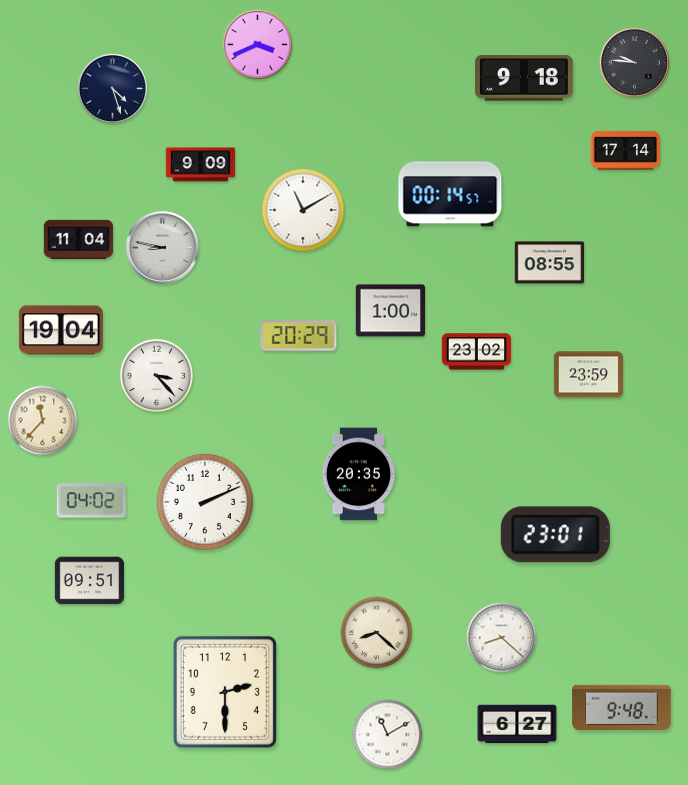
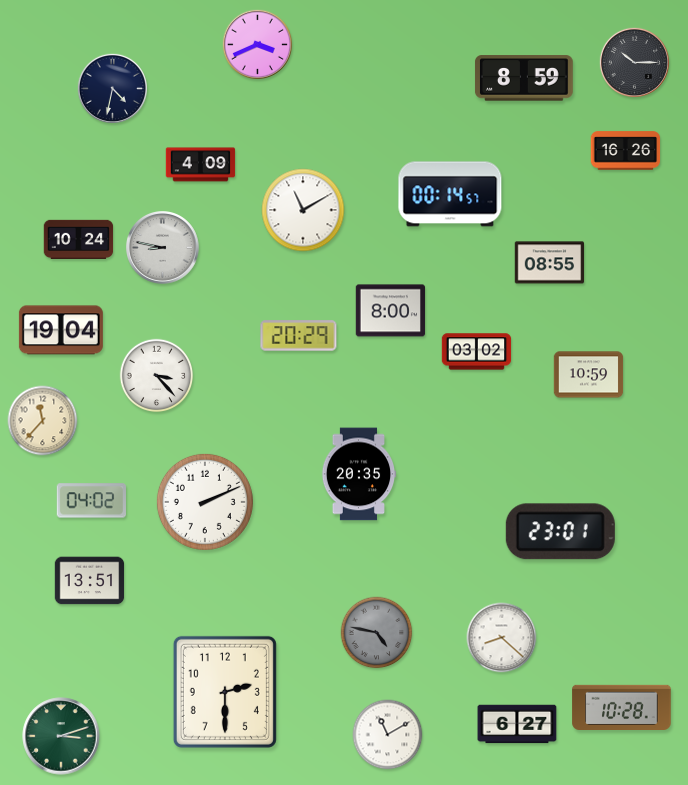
clock at (634, 62): 9:46 -> 10:15
clock at (524, 78): 9:18 -> 8:59
clock at (112, 88): 4:27 -> 4:32
clock at (626, 151): 17:14 -> 16:26
clock at (201, 165): 9:09 -> 4:09
clock at (79, 239): 11:04 -> 10:24
clock at (391, 311): 1:00 -> 8:00
clock at (477, 352): 23:02 -> 03:02
clock at (589, 375): 23:59 -> 10:59
clock at (555, 535) position: (555, 535) -> (560, 532)
clock at (90, 581): 09:51 -> 13:51
clock at (377, 633): 8:22 -> 4:47
clock at (377, 633) dial: cream -> grey
clock at (622, 707): 9:48 -> 10:28
clock at (61, 736): none -> 3:12
